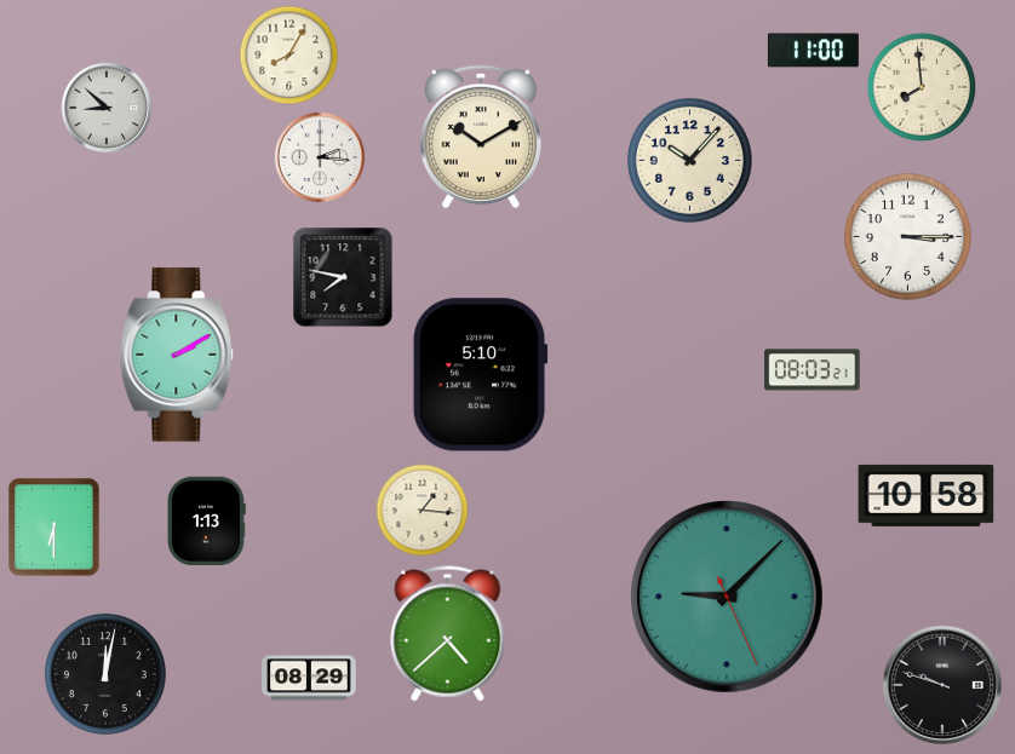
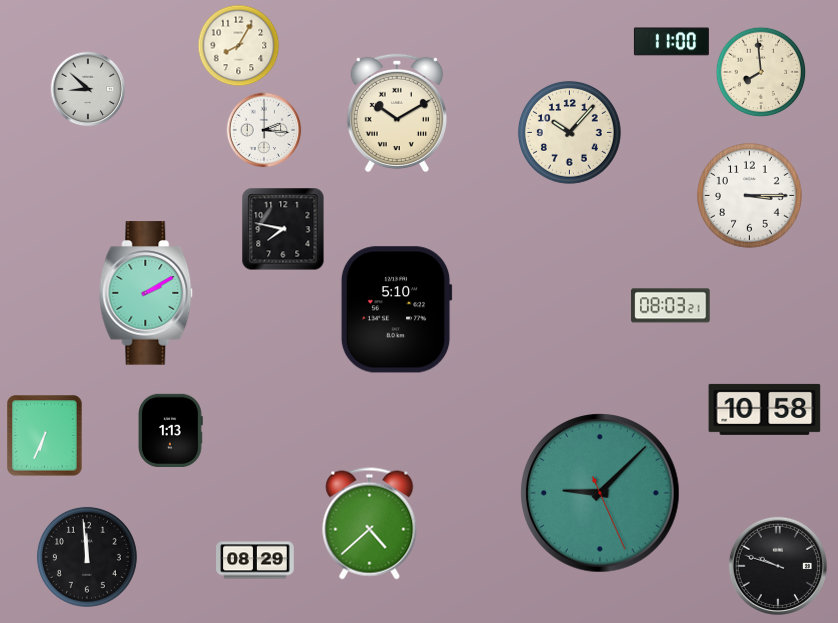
clock at (423, 511): 1:16 -> none
clock at (55, 528): 6:30 -> 6:34
clock at (105, 674): 12:02 -> 11:59
